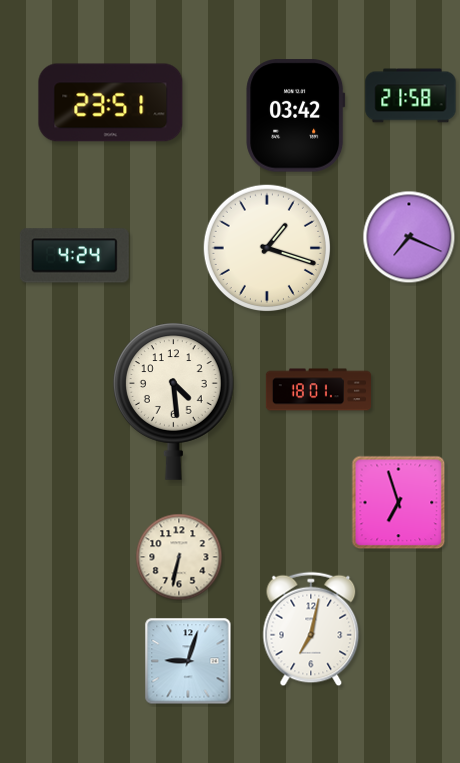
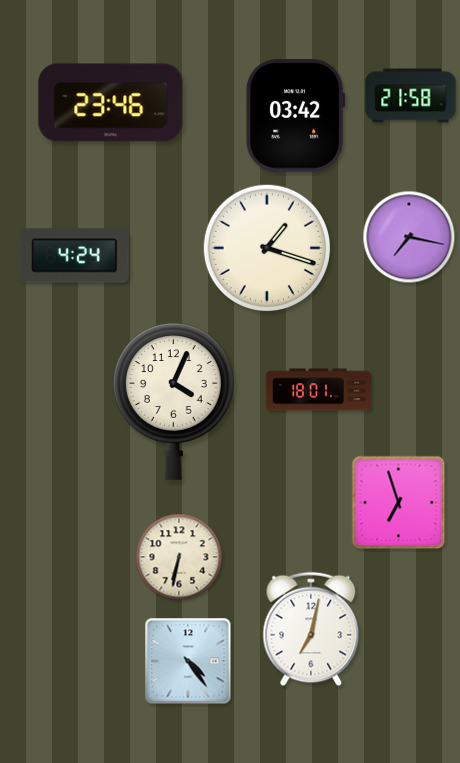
clock at (111, 103): 23:51 -> 23:46
clock at (409, 237): 7:19 -> 7:17
clock at (174, 401): 4:29 -> 4:04
clock at (188, 661): 9:03 -> 4:24
